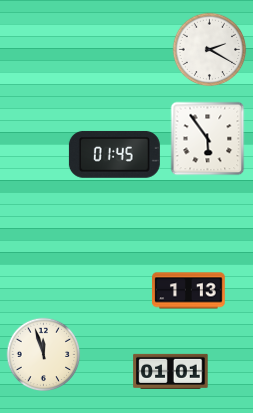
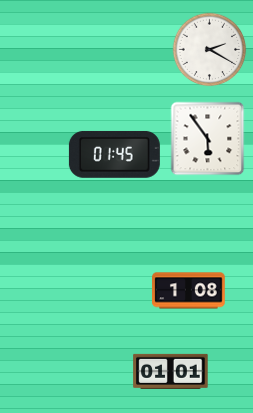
clock at (189, 291): 1:13 -> 1:08
clock at (44, 355): 11:57 -> none
